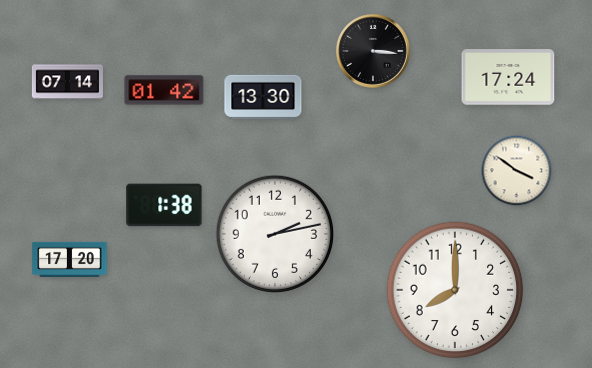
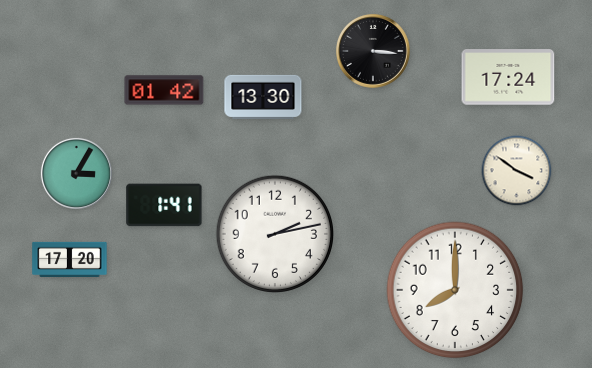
clock at (67, 82): 07:14 -> none
clock at (76, 173): none -> 3:05
clock at (164, 205): 1:38 -> 1:41
